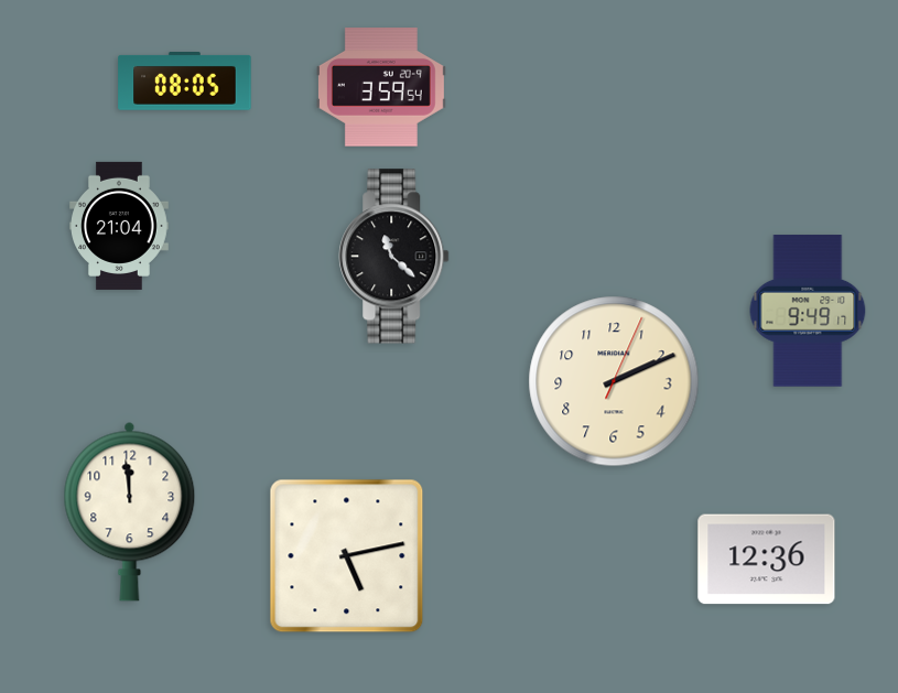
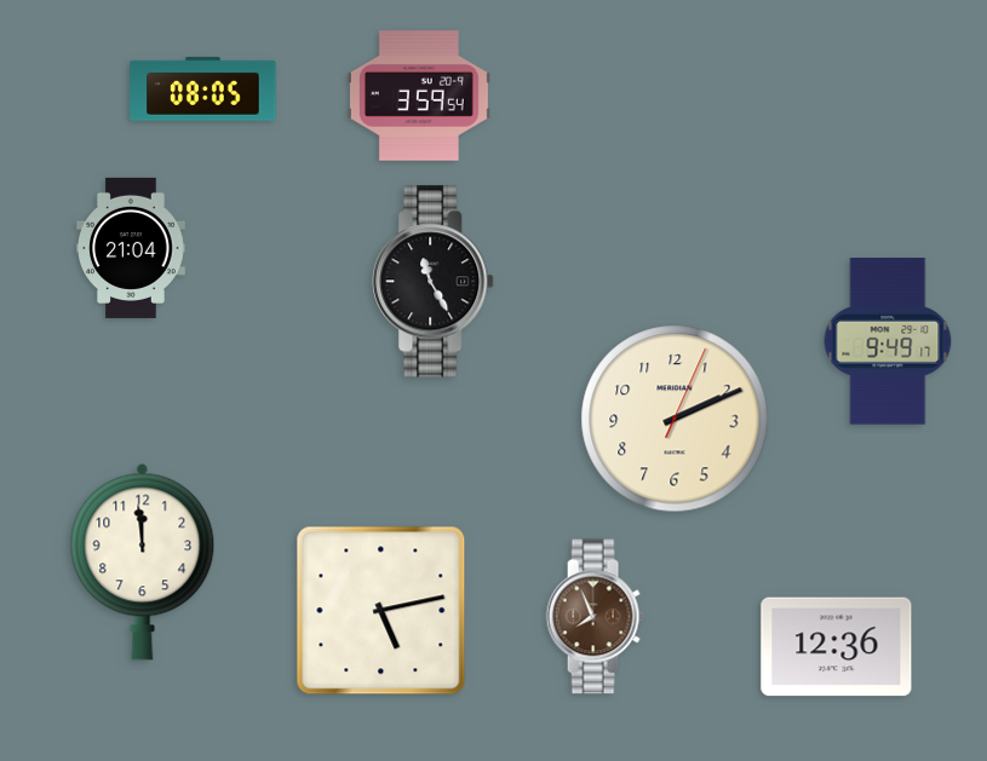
clock at (394, 257): 11:22 -> 11:25
clock at (767, 560) position: (767, 560) -> (837, 647)
clock at (595, 617): none -> 7:56
